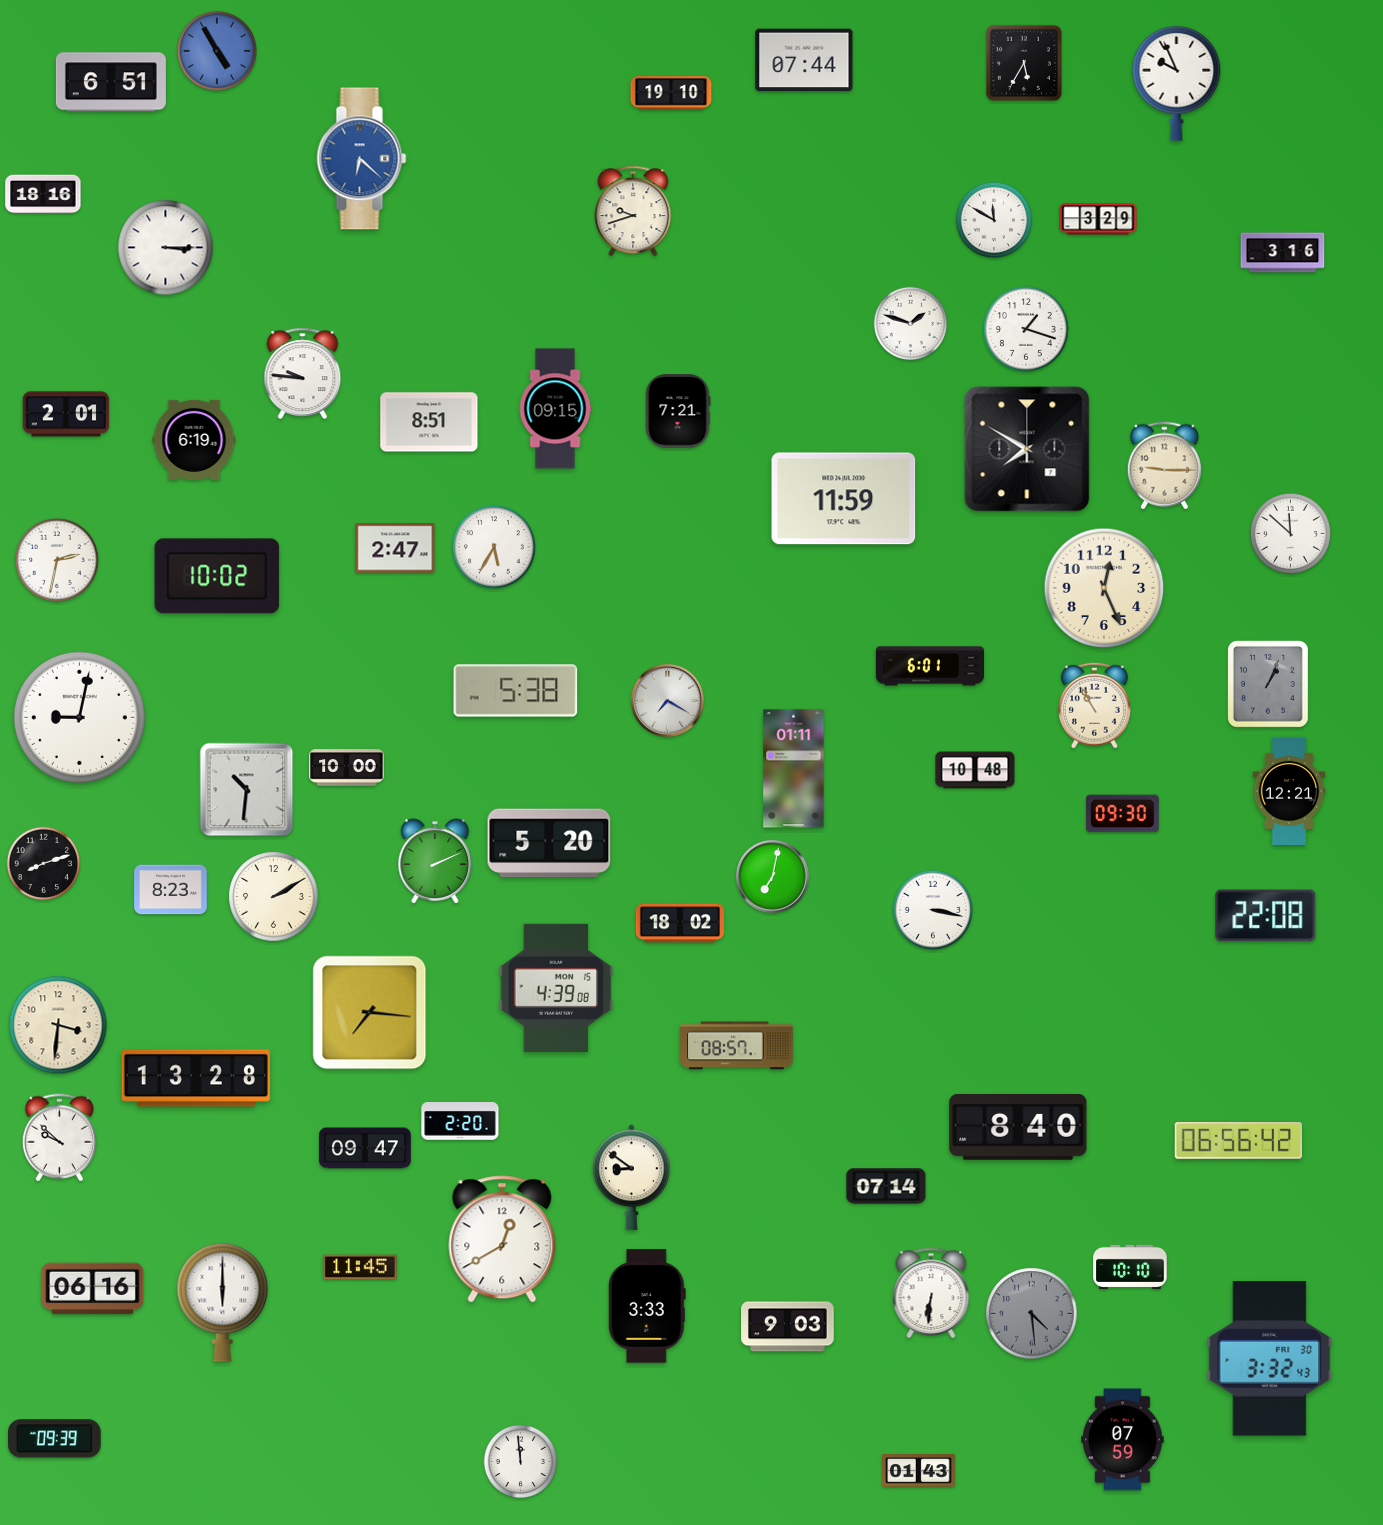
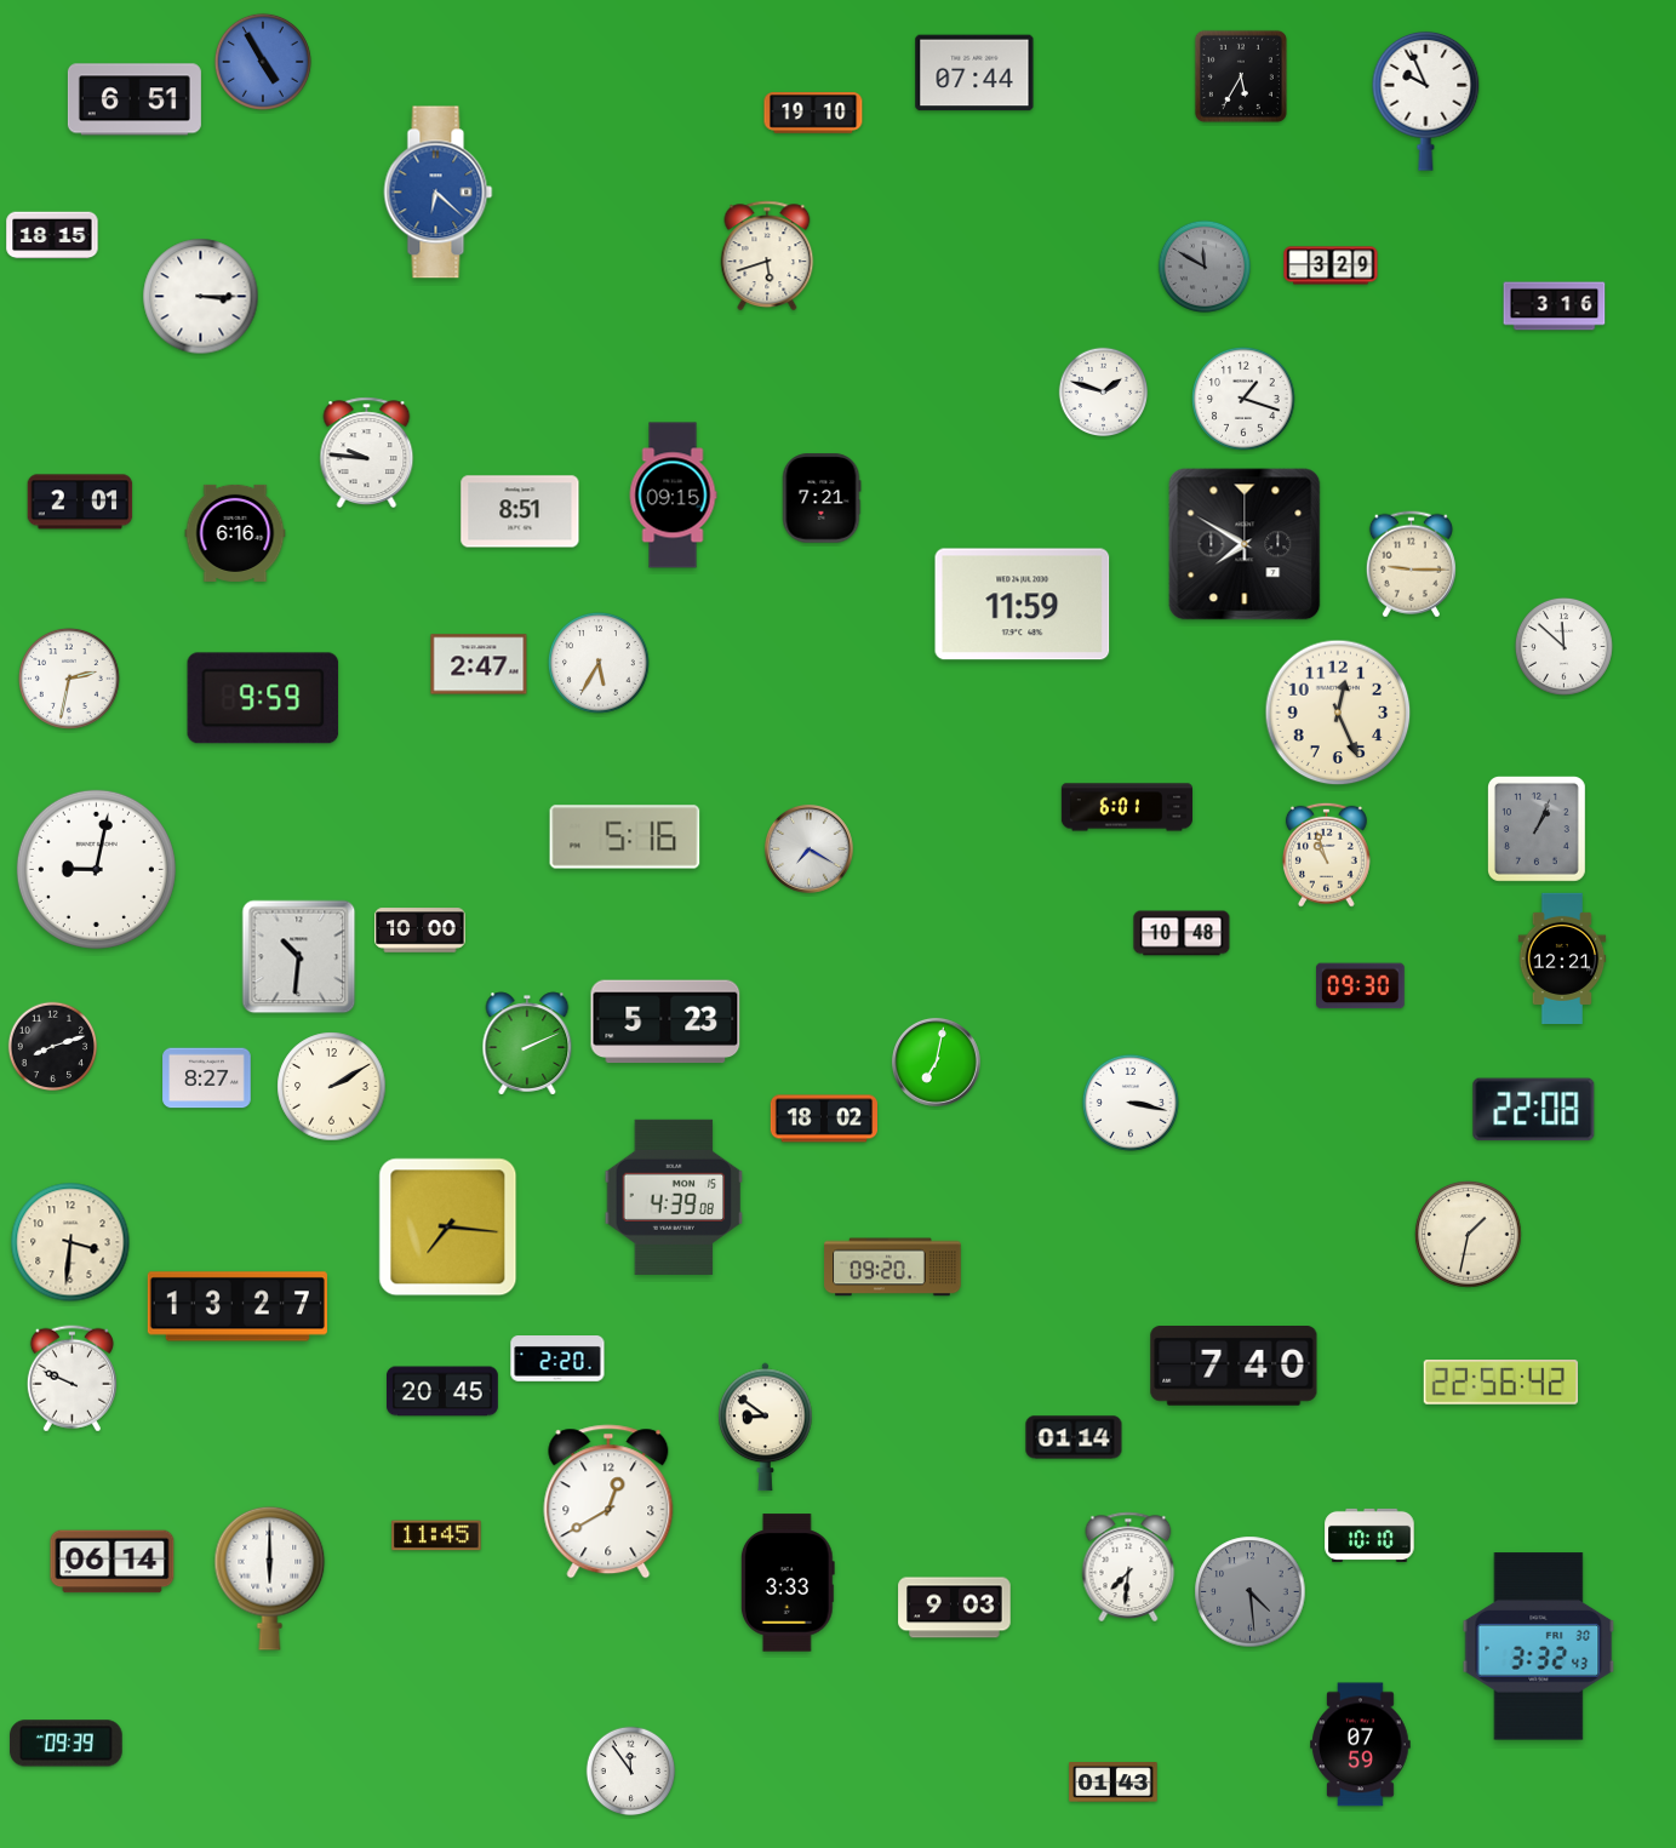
clock at (43, 194): 18:16 -> 18:15
clock at (633, 211): 9:42 -> 5:42
clock at (993, 220) dial: white -> grey
clock at (166, 248) position: (166, 248) -> (201, 297)
clock at (194, 440): 6:19 -> 6:16
clock at (217, 576): 10:02 -> 9:59
clock at (516, 691): 5:38 -> 5:16
clock at (1094, 705): 10:55 -> 10:57
clock at (794, 769): 01:11 -> none
clock at (549, 843): 5:20 -> 5:23
clock at (171, 890): 8:23 -> 8:27
clock at (1469, 1235): none -> 1:32
clock at (737, 1046): 08:57 -> 09:20
clock at (196, 1078): 13:28 -> 13:27
clock at (1018, 1128): 8:40 -> 7:40
clock at (59, 1138): 9:52 -> 9:49
clock at (1238, 1141): 06:56 -> 22:56
clock at (366, 1148): 09:47 -> 20:45
clock at (886, 1186): 07:14 -> 01:14
clock at (93, 1289): 06:16 -> 06:14
clock at (931, 1293): 6:31 -> 7:31
clock at (647, 1306) position: (647, 1306) -> (788, 1583)
clock at (521, 1462): 11:59 -> 11:54
